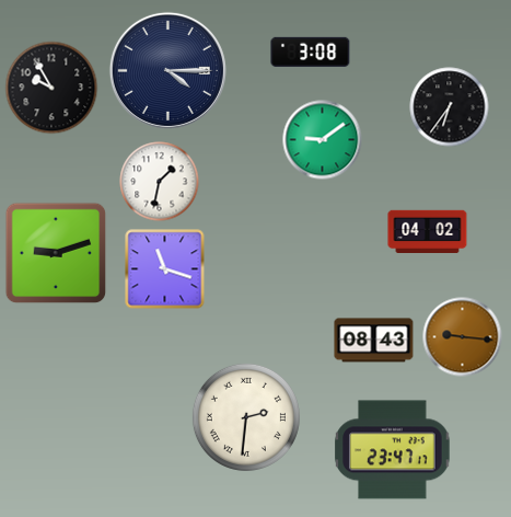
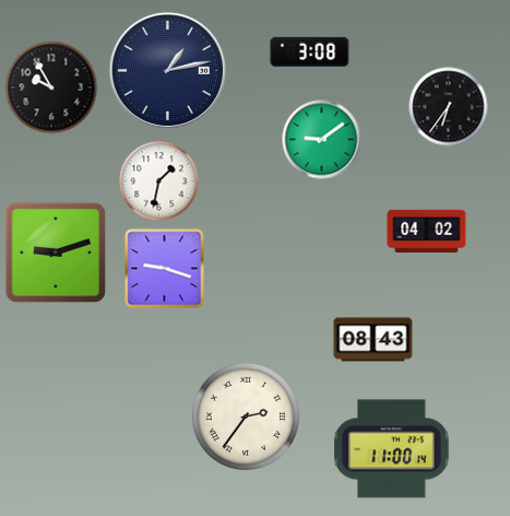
clock at (167, 70): 4:15 -> 1:13
clock at (165, 269): 11:18 -> 9:18
clock at (463, 337): 9:16 -> none
clock at (246, 417): 2:31 -> 2:36
clock at (393, 450): 23:47 -> 11:00
